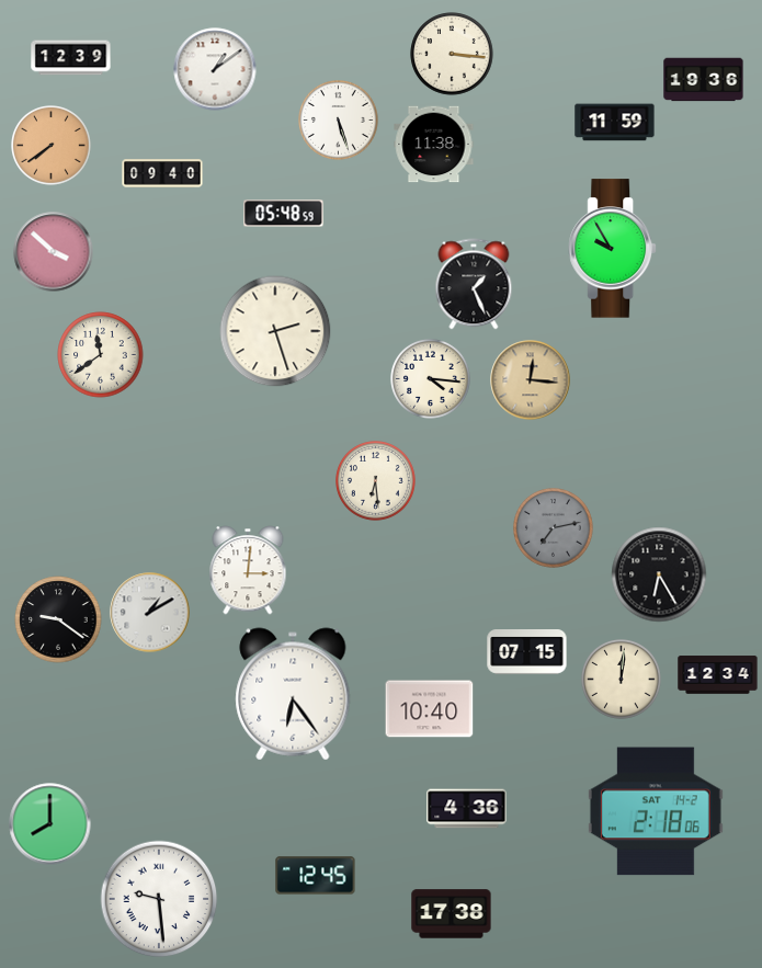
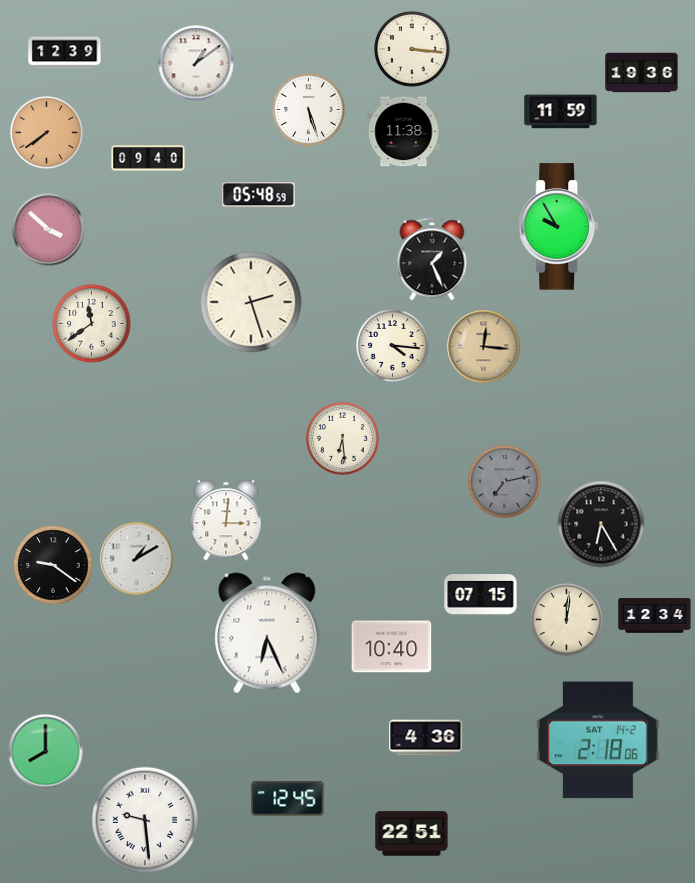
clock at (434, 145) position: (434, 145) -> (404, 132)
clock at (293, 694): 6:24 -> 6:26
clock at (452, 914): 17:38 -> 22:51
